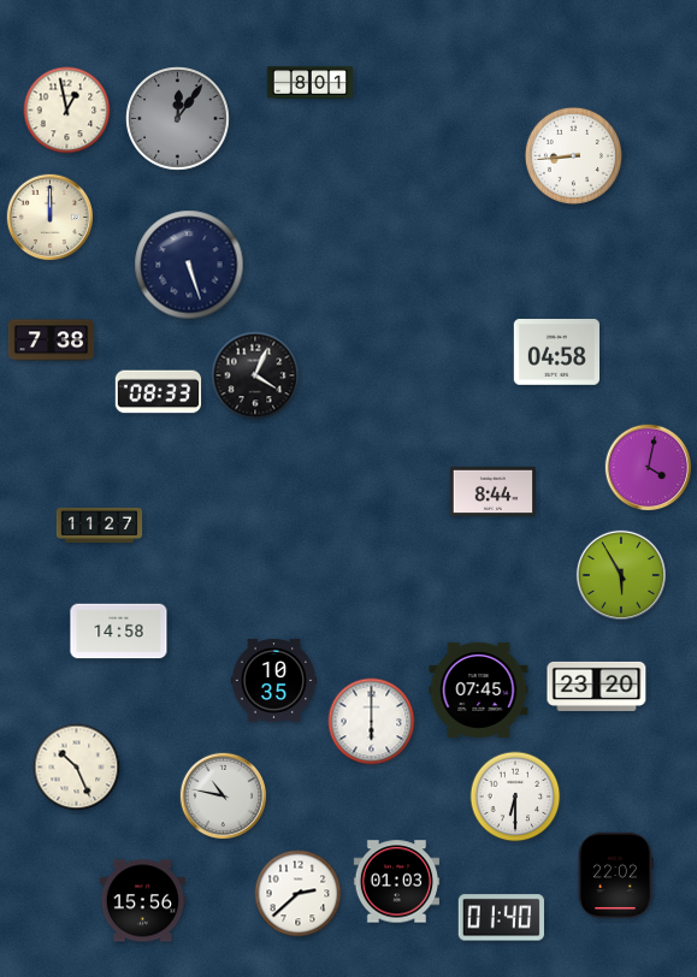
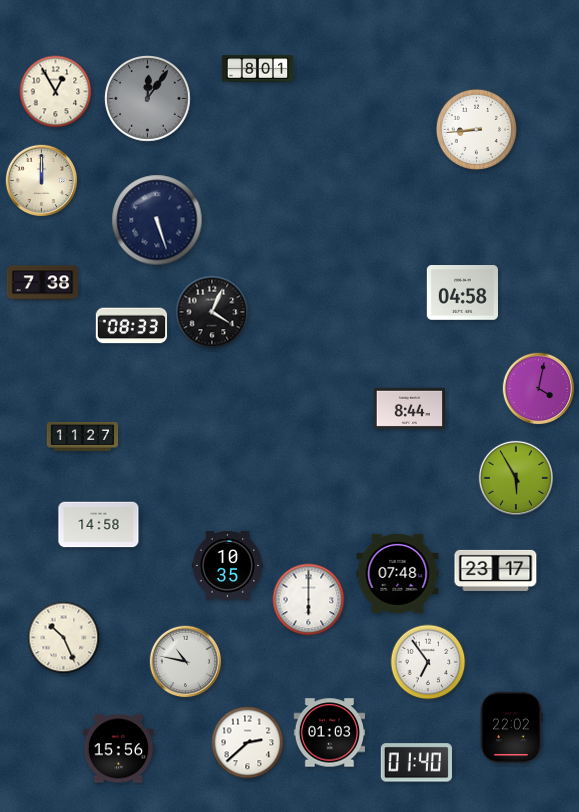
clock at (67, 111): 12:58 -> 12:55
clock at (597, 686): 23:20 -> 23:17
clock at (479, 689): 07:45 -> 07:48
clock at (515, 797): 6:30 -> 6:54
